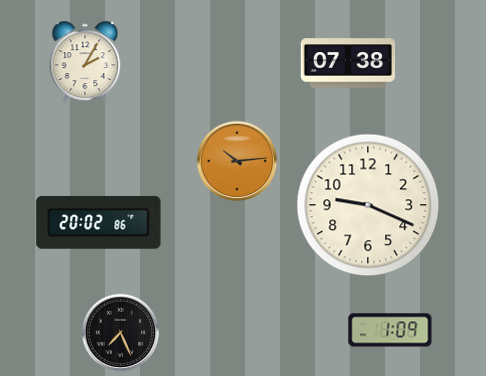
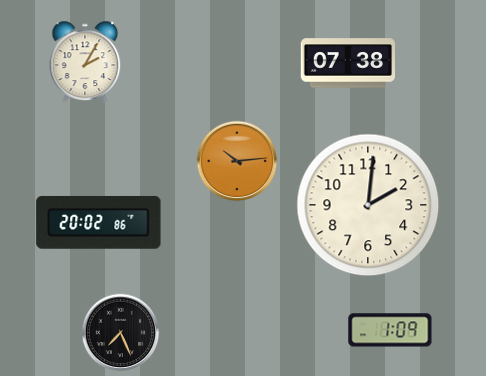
clock at (368, 205): 9:19 -> 2:01
